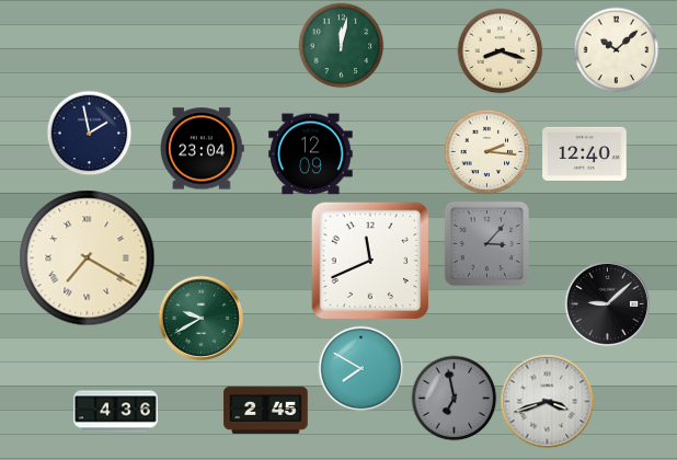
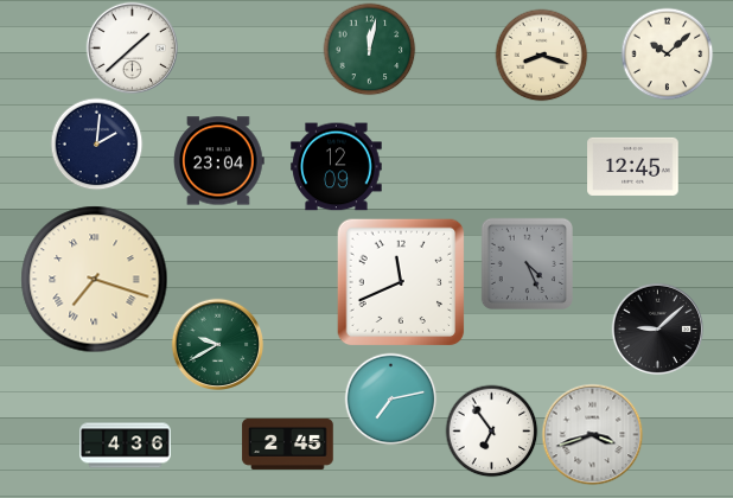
clock at (132, 47): none -> 1:38
clock at (89, 133): 1:58 -> 2:01
clock at (486, 151): 2:16 -> none
clock at (585, 153): 12:40 -> 12:45
clock at (486, 243): 3:07 -> 4:26
clock at (88, 258): 7:20 -> 7:18
clock at (360, 368): 7:50 -> 7:13
clock at (454, 398): 6:58 -> 6:54
clock at (454, 398) dial: grey -> white
